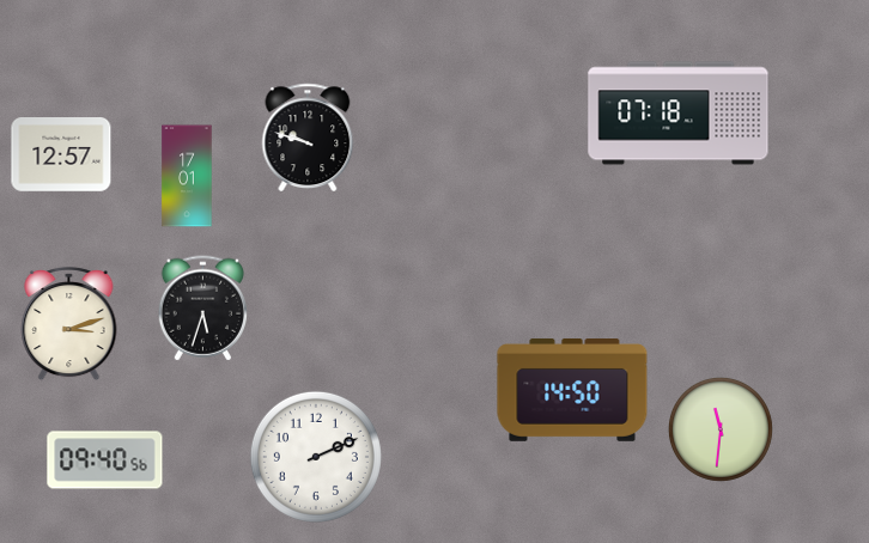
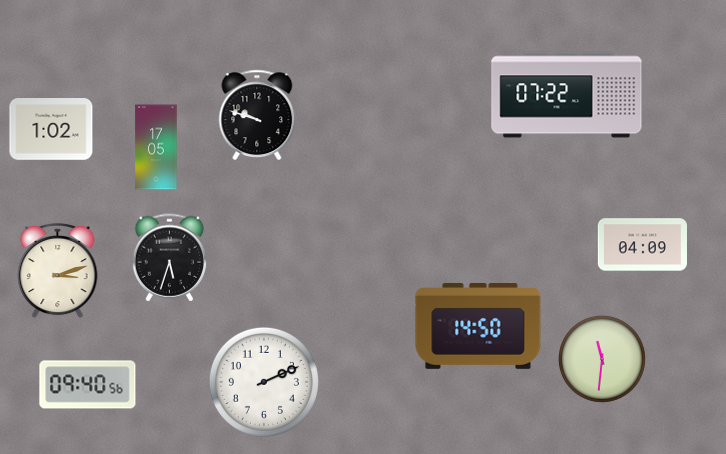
clock at (679, 114): 07:18 -> 07:22
clock at (61, 155): 12:57 -> 1:02
clock at (187, 176): 17:01 -> 17:05
clock at (642, 245): none -> 04:09
